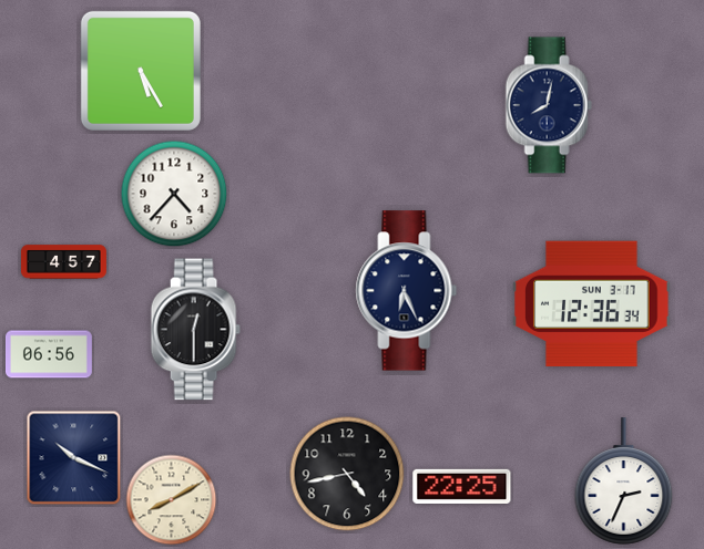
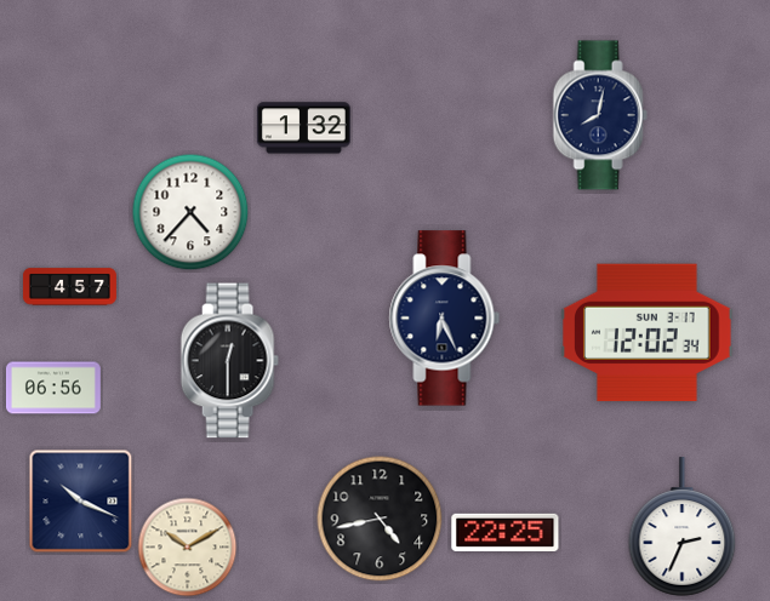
clock at (141, 71): 5:25 -> none
clock at (303, 128): none -> 1:32
clock at (592, 304): 12:36 -> 12:02
clock at (195, 330) position: (195, 330) -> (229, 361)
clock at (172, 500): 8:10 -> 10:10
